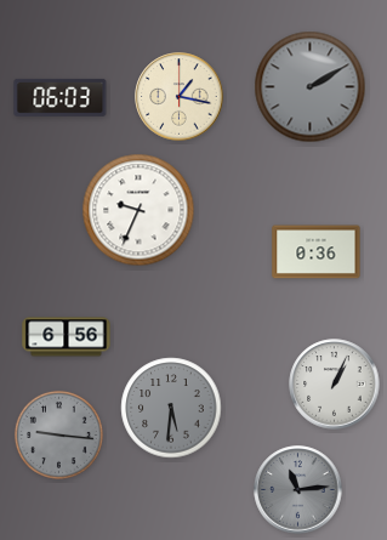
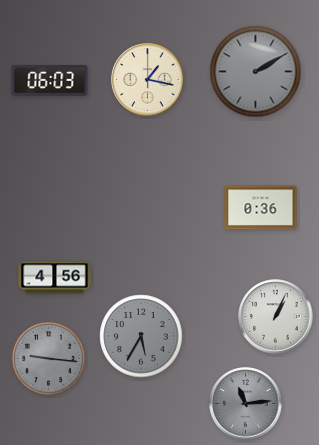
clock at (138, 210): 9:34 -> none
clock at (67, 337): 6:56 -> 4:56
clock at (171, 408): 5:31 -> 5:35
